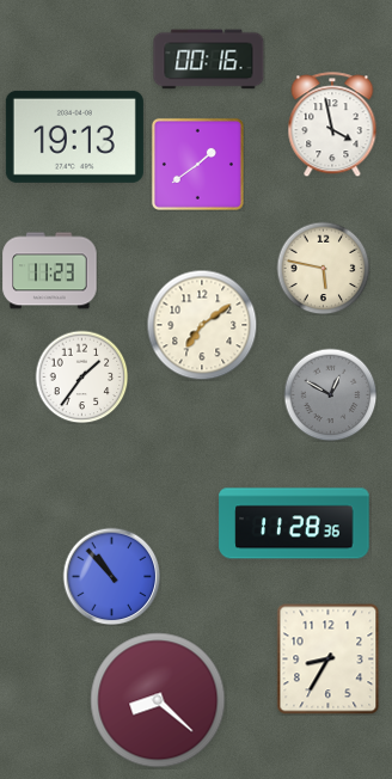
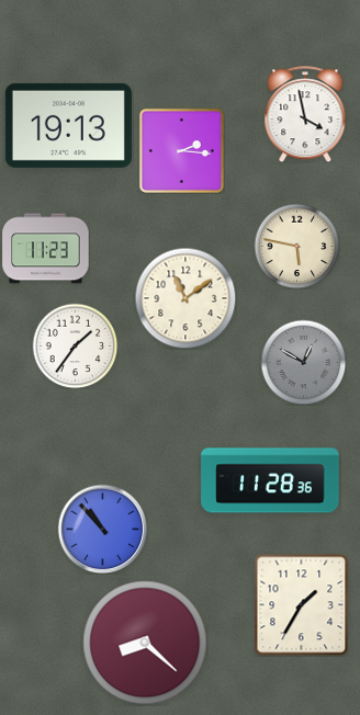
clock at (209, 60): 00:16 -> none
clock at (197, 164): 1:39 -> 2:16
clock at (202, 325): 7:09 -> 11:09
clock at (329, 658): 8:35 -> 1:35
